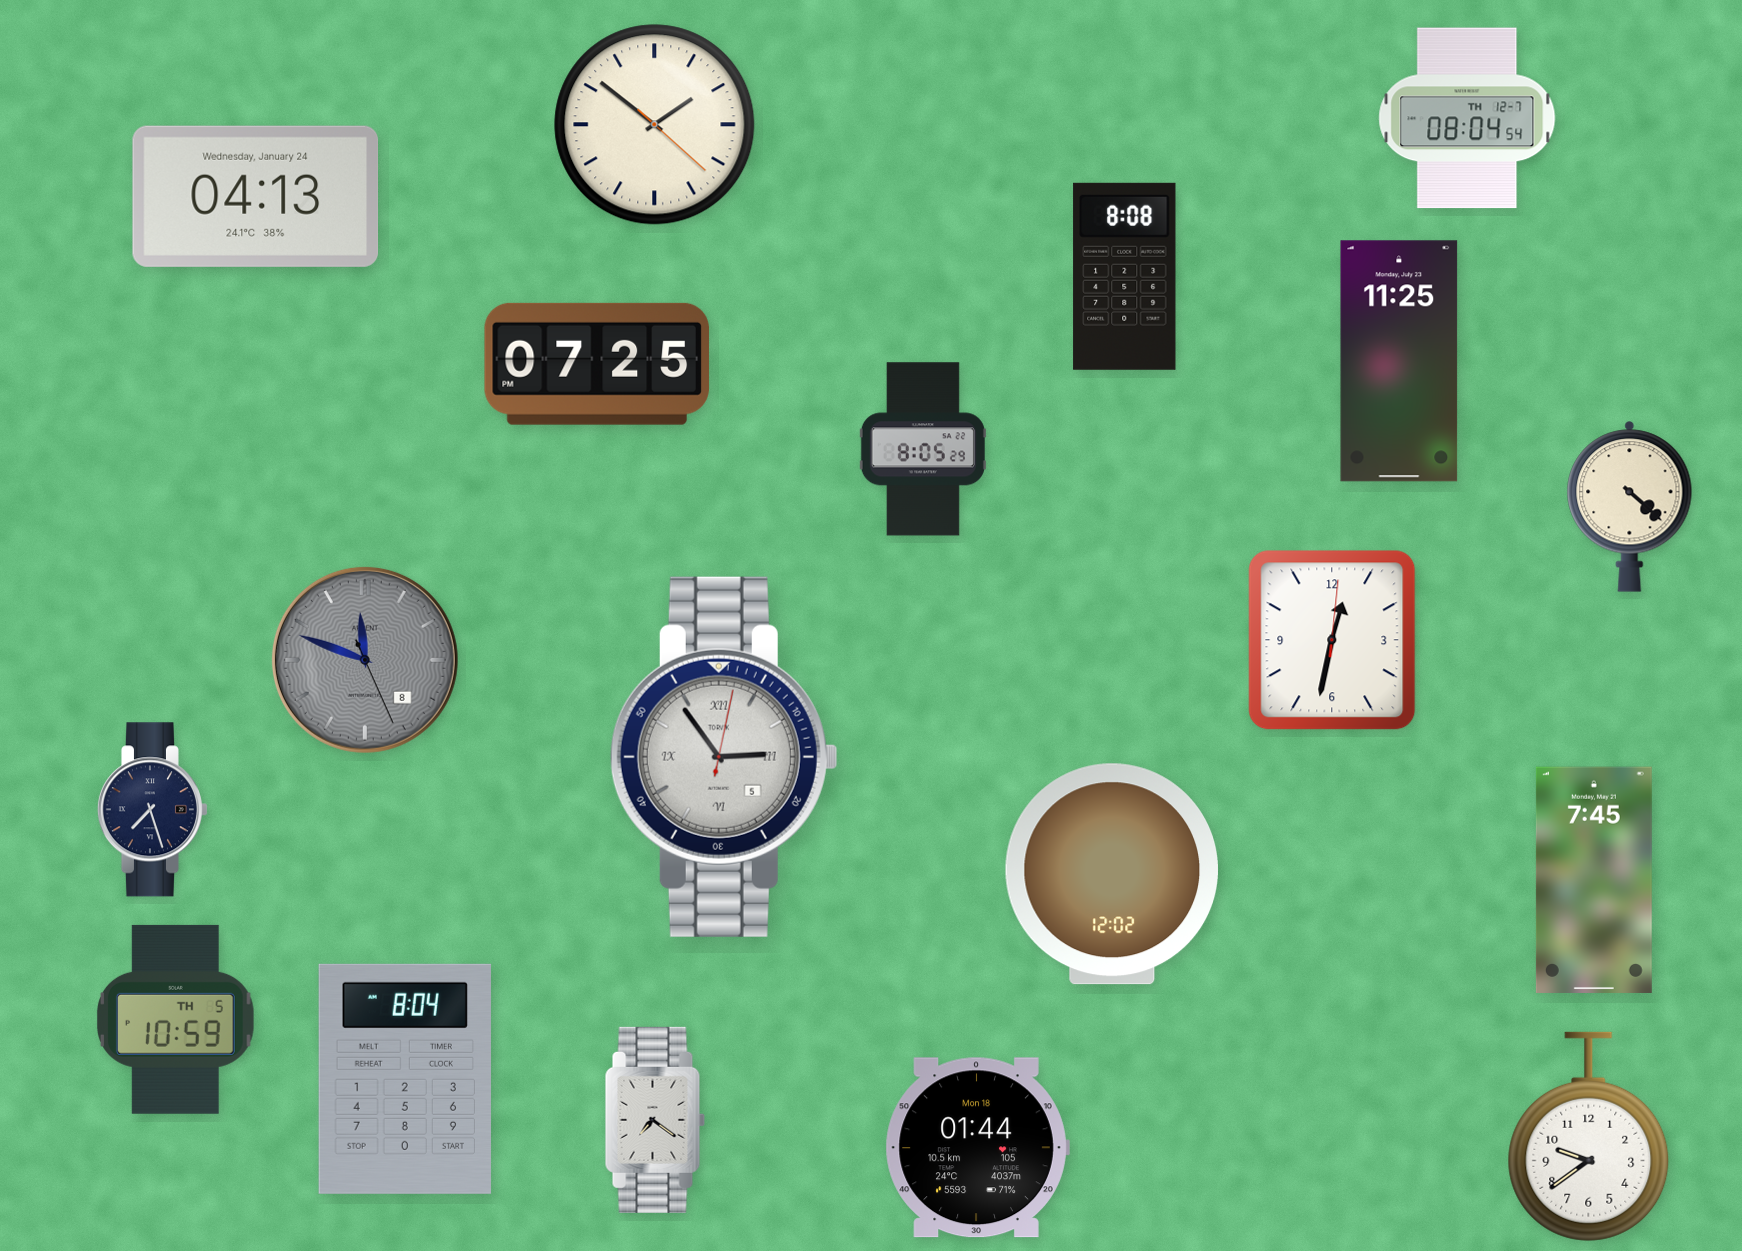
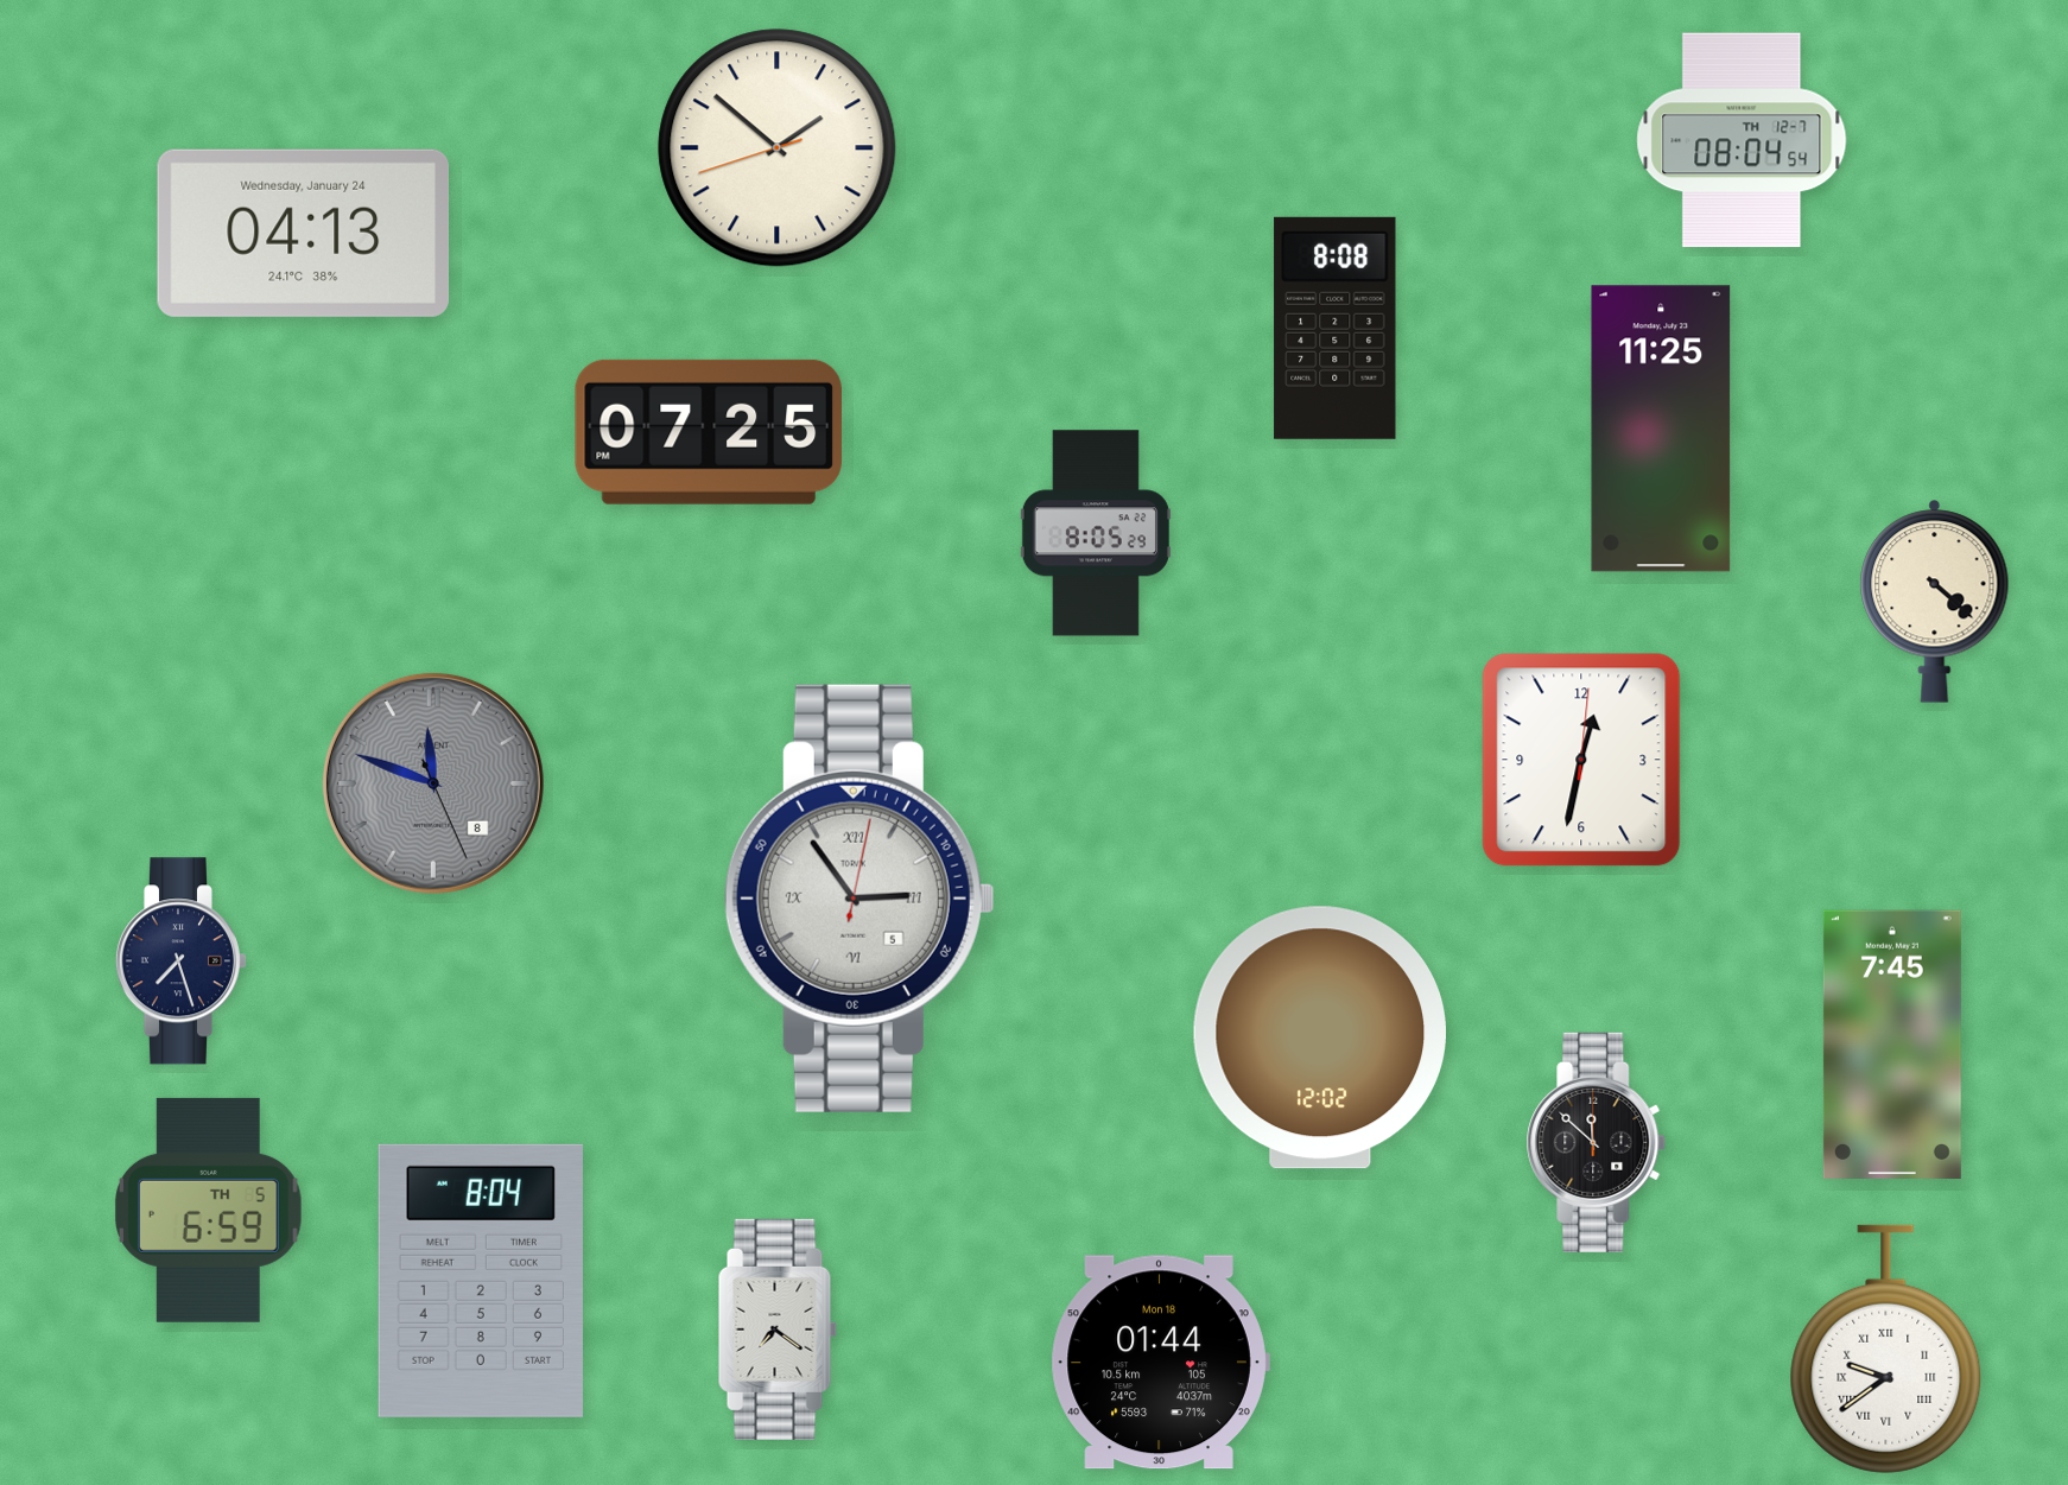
clock at (655, 125): 1:51:22 -> 1:51:42
clock at (1597, 1142): none -> 11:52
clock at (175, 1019): 10:59 -> 6:59
clock at (1589, 1136) numerals: Arabic -> Roman
